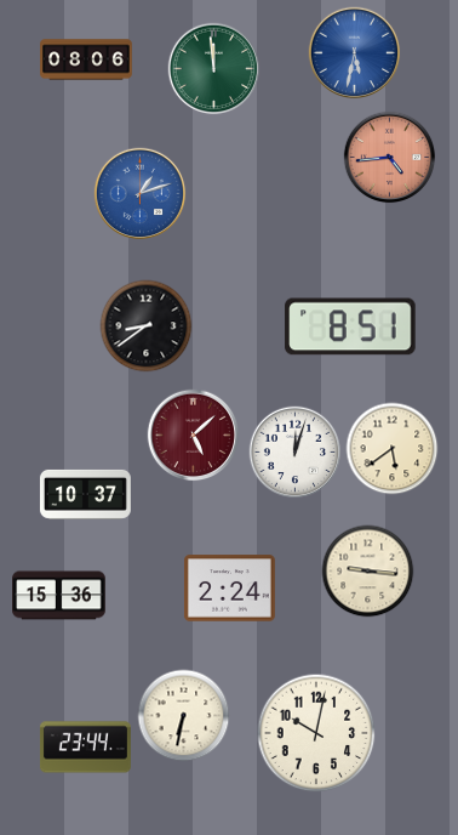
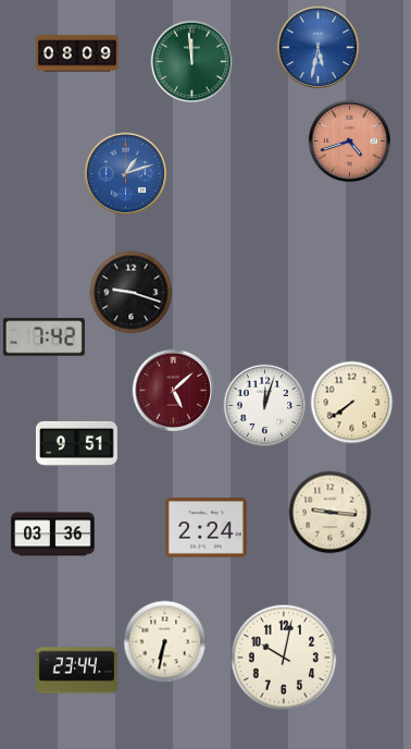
clock at (86, 59): 08:06 -> 08:09
clock at (390, 158): 4:44 -> 4:42
clock at (147, 326): 8:39 -> 9:18
clock at (350, 326): 8:51 -> none
clock at (43, 337): none -> 7:42
clock at (393, 449): 5:39 -> 7:39
clock at (85, 494): 10:37 -> 9:51
clock at (59, 596): 15:36 -> 03:36
